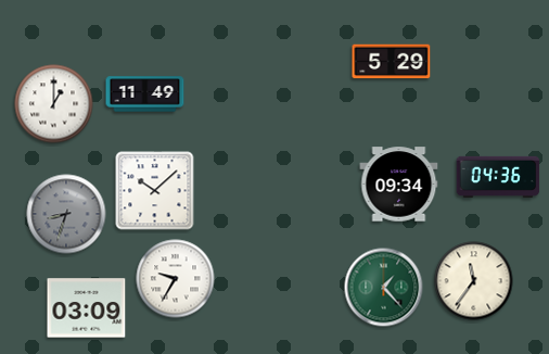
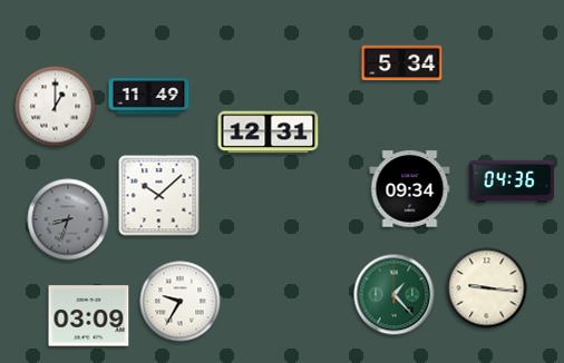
clock at (392, 62): 5:29 -> 5:34
clock at (269, 133): none -> 12:31
clock at (176, 279) position: (176, 279) -> (181, 302)
clock at (474, 281): 11:36 -> 9:16
